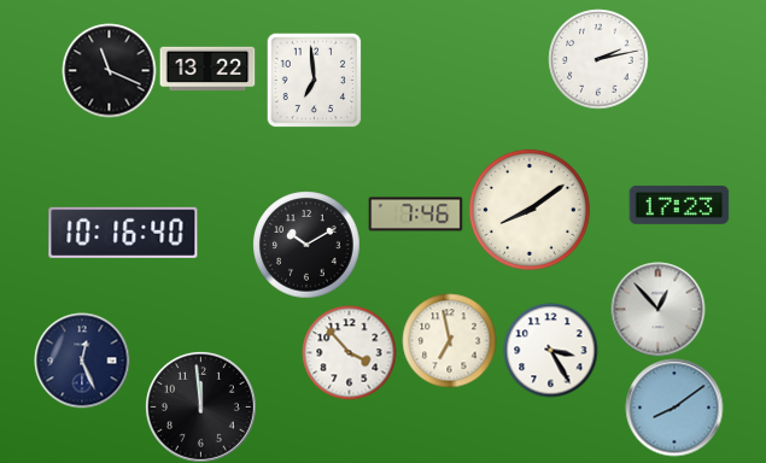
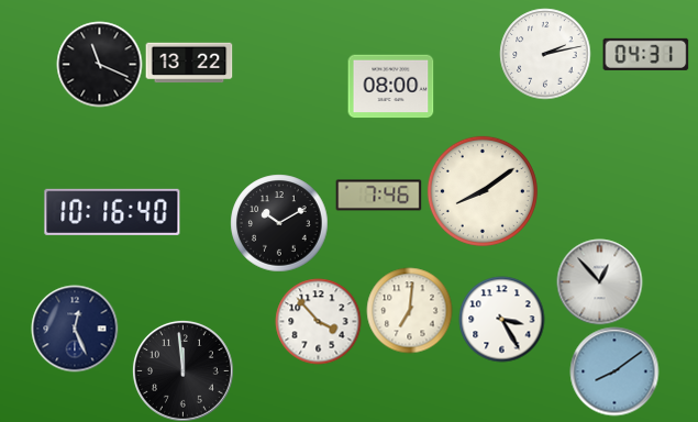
clock at (645, 54): none -> 04:31
clock at (314, 80): 6:59 -> none
clock at (390, 87): none -> 08:00
clock at (679, 205): 17:23 -> none
clock at (449, 340): 6:58 -> 7:01
